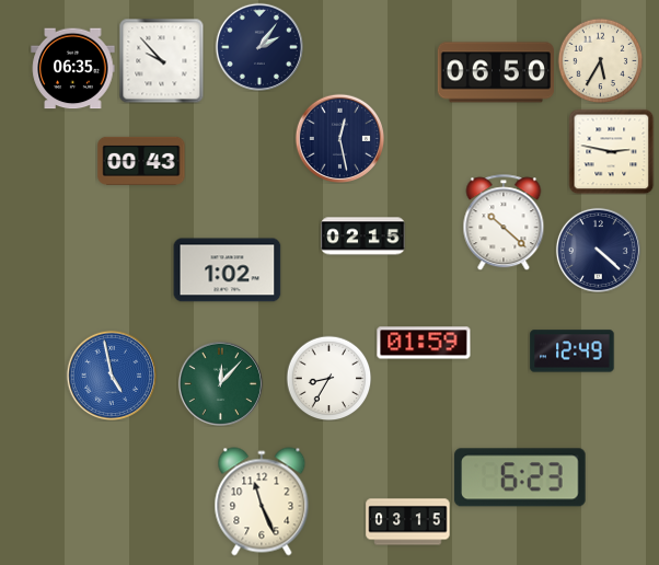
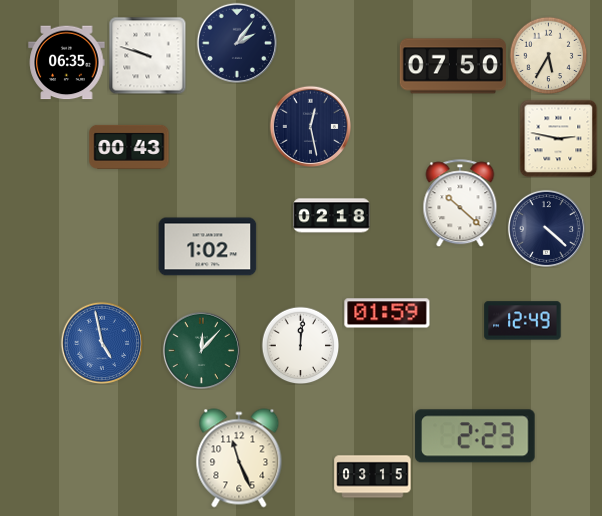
clock at (161, 60): 9:53 -> 9:48
clock at (495, 72): 06:50 -> 07:50
clock at (363, 237): 02:15 -> 02:18
clock at (328, 378): 8:35 -> 12:01
clock at (520, 477): 6:23 -> 2:23
